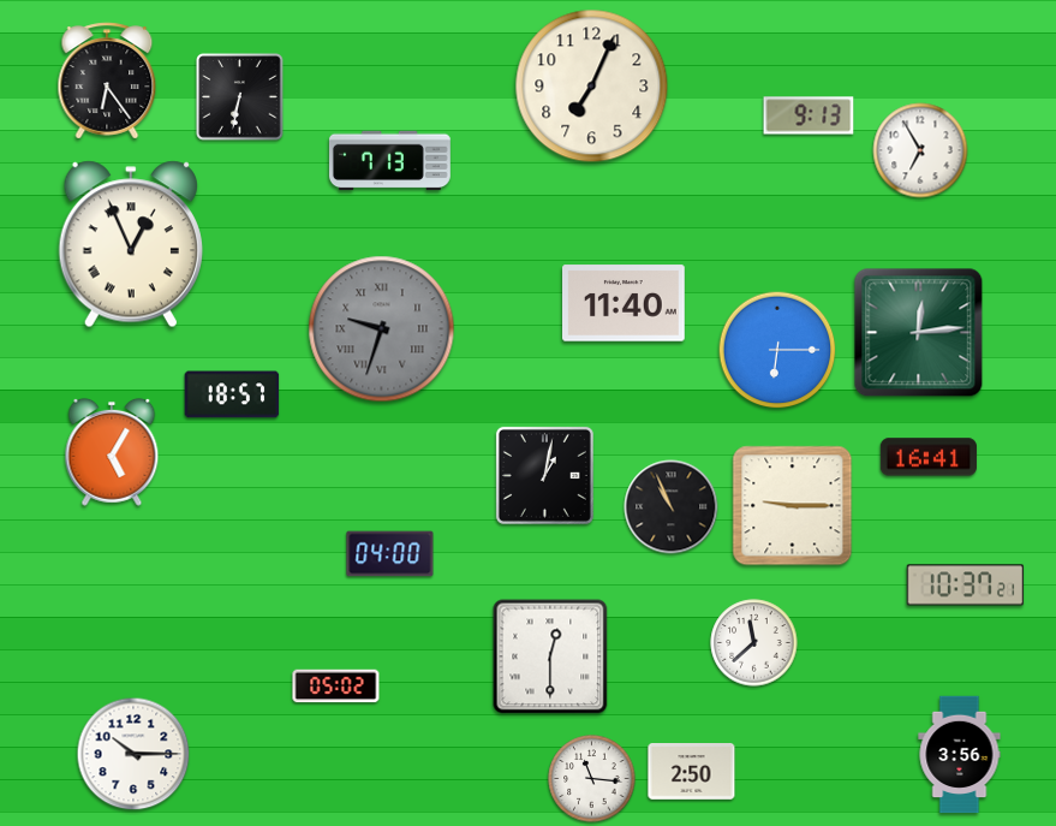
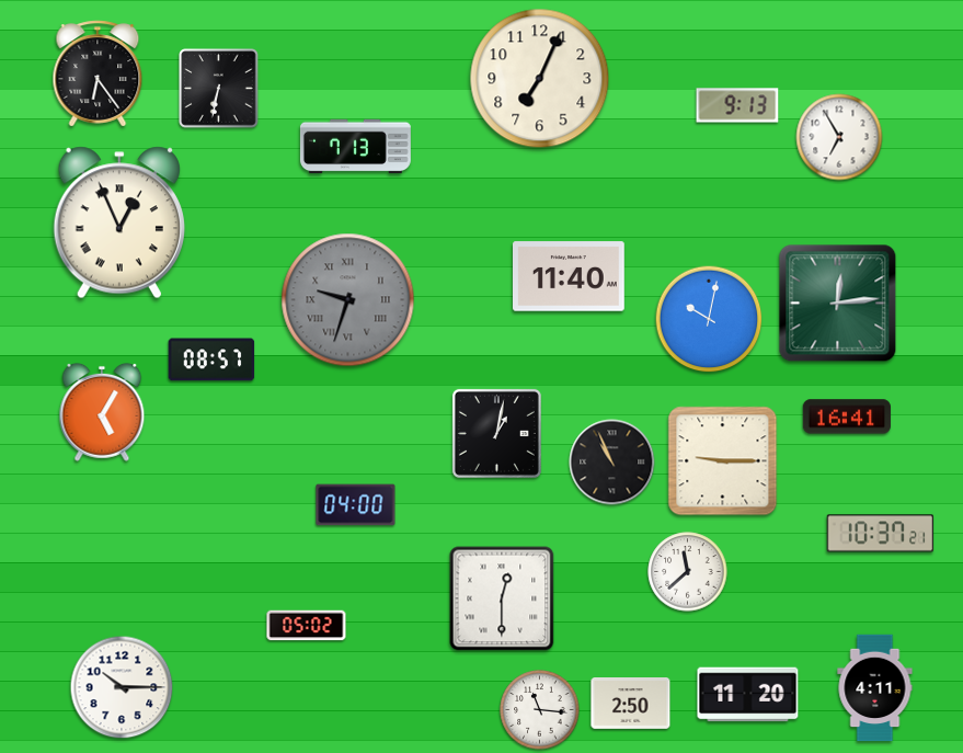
clock at (777, 350): 6:15 -> 10:02
clock at (232, 394): 18:57 -> 08:57
clock at (754, 643) position: (754, 643) -> (688, 572)
clock at (960, 755): 3:56 -> 4:11
clock at (748, 695): none -> 11:20
